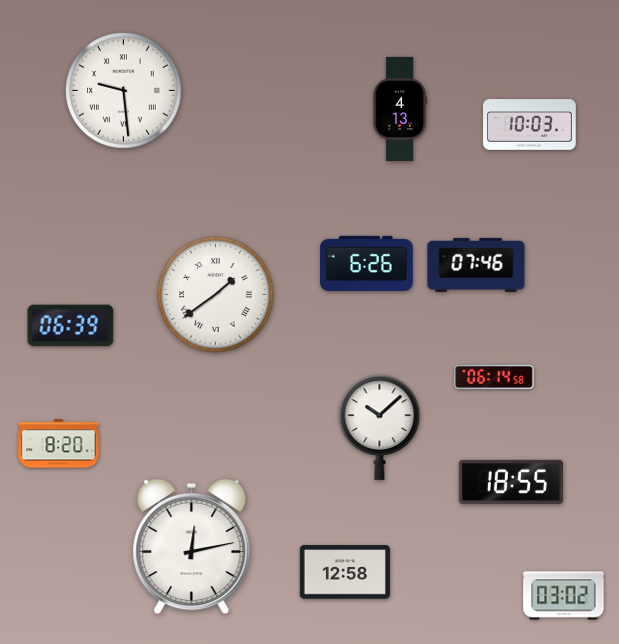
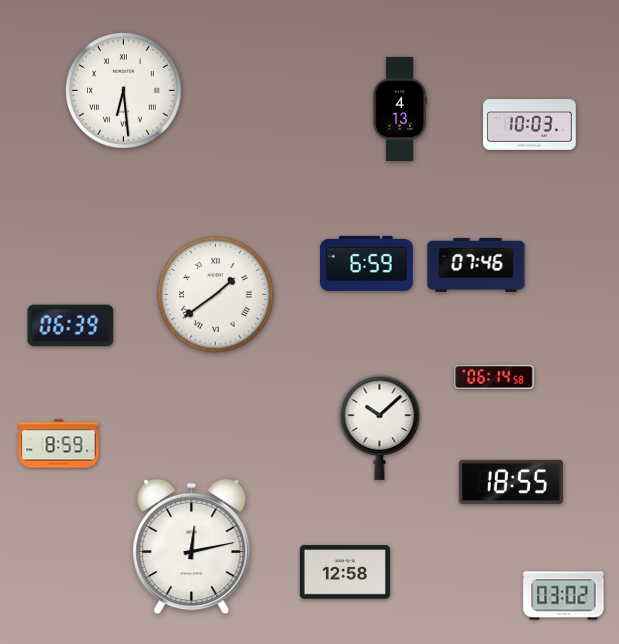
clock at (124, 91): 9:29 -> 6:29
clock at (367, 263): 6:26 -> 6:59
clock at (59, 444): 8:20 -> 8:59
